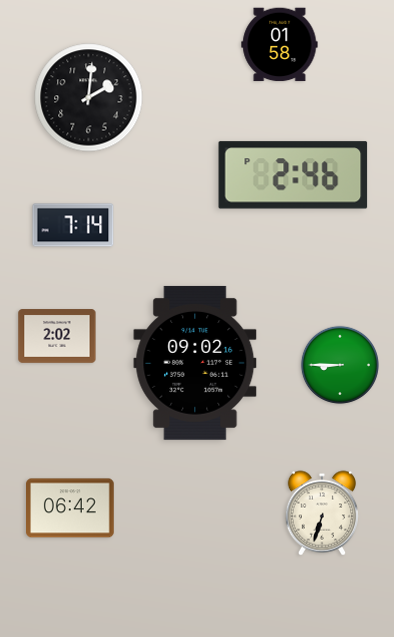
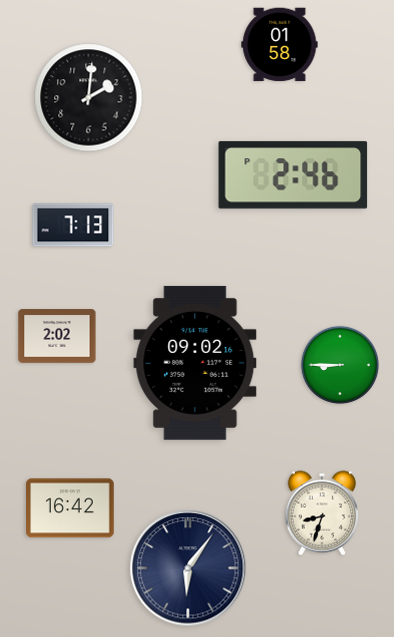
clock at (73, 225): 7:14 -> 7:13
clock at (70, 508): 06:42 -> 16:42
clock at (321, 513): 6:33 -> 8:33
clock at (188, 568): none -> 6:06
